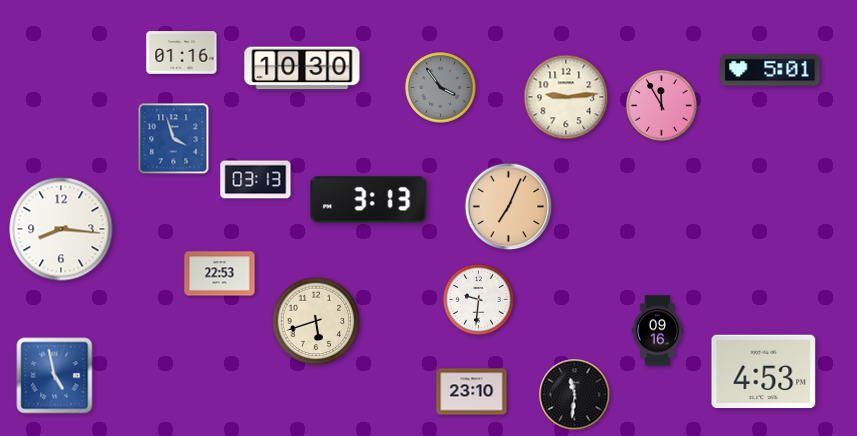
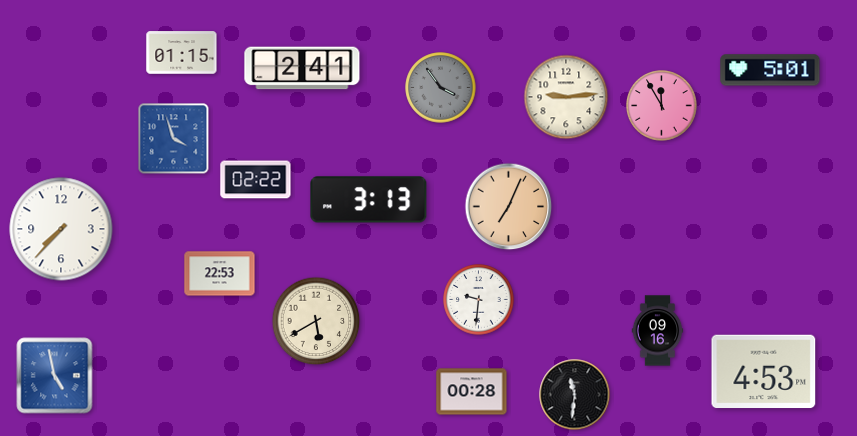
clock at (182, 53): 01:16 -> 01:15
clock at (302, 68): 10:30 -> 2:41
clock at (256, 180): 03:13 -> 02:22
clock at (61, 229): 8:16 -> 7:37
clock at (316, 321): 5:42 -> 5:40
clock at (472, 392): 23:10 -> 00:28
